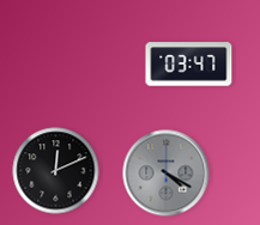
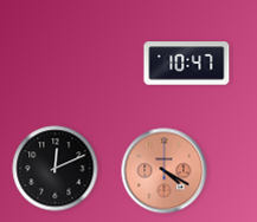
clock at (189, 65): 03:47 -> 10:47
clock at (167, 174) dial: grey -> salmon
